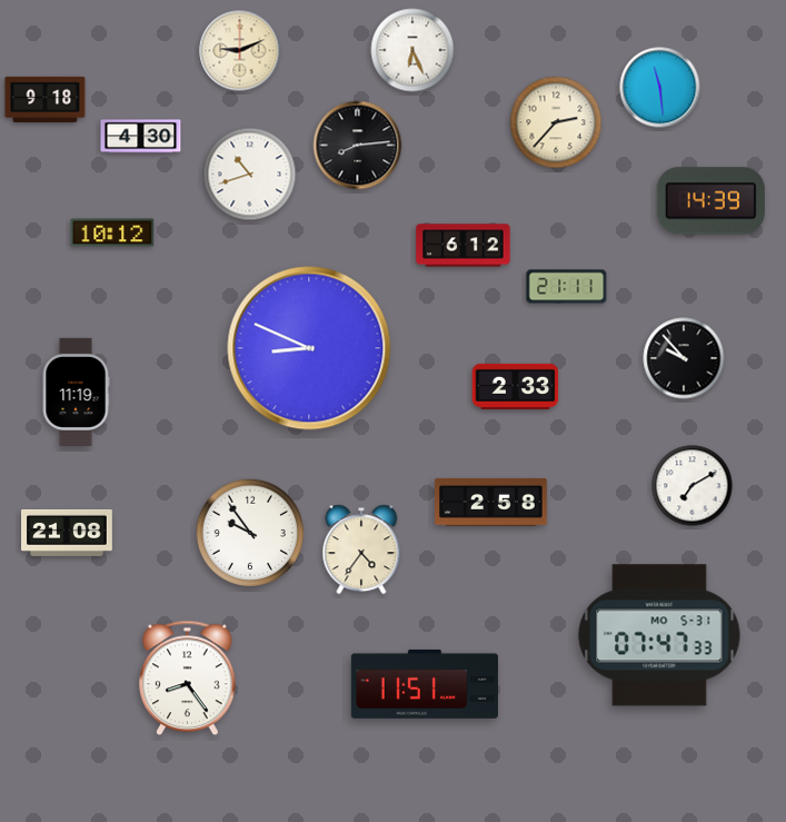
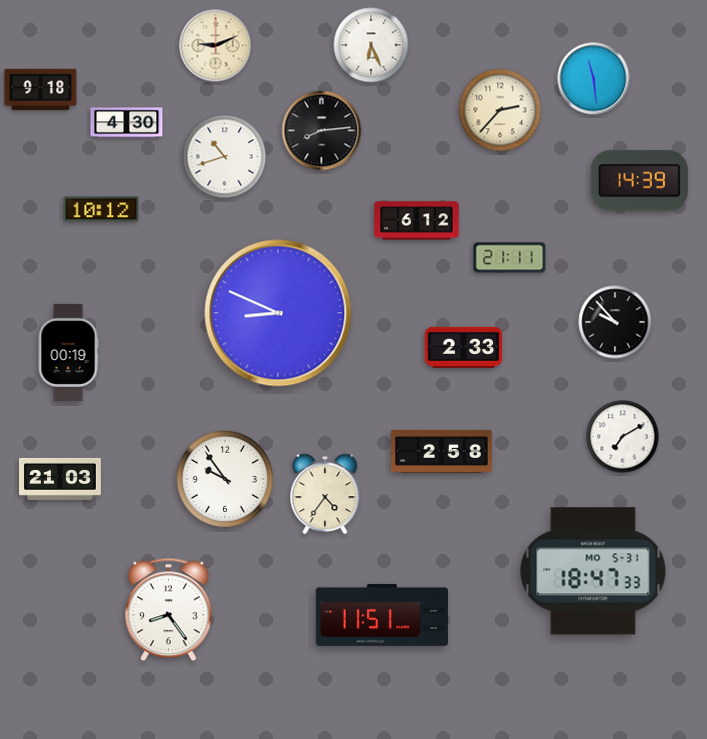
clock at (76, 392): 11:19 -> 00:19
clock at (67, 533): 21:08 -> 21:03
clock at (659, 635): 07:47 -> 18:47
